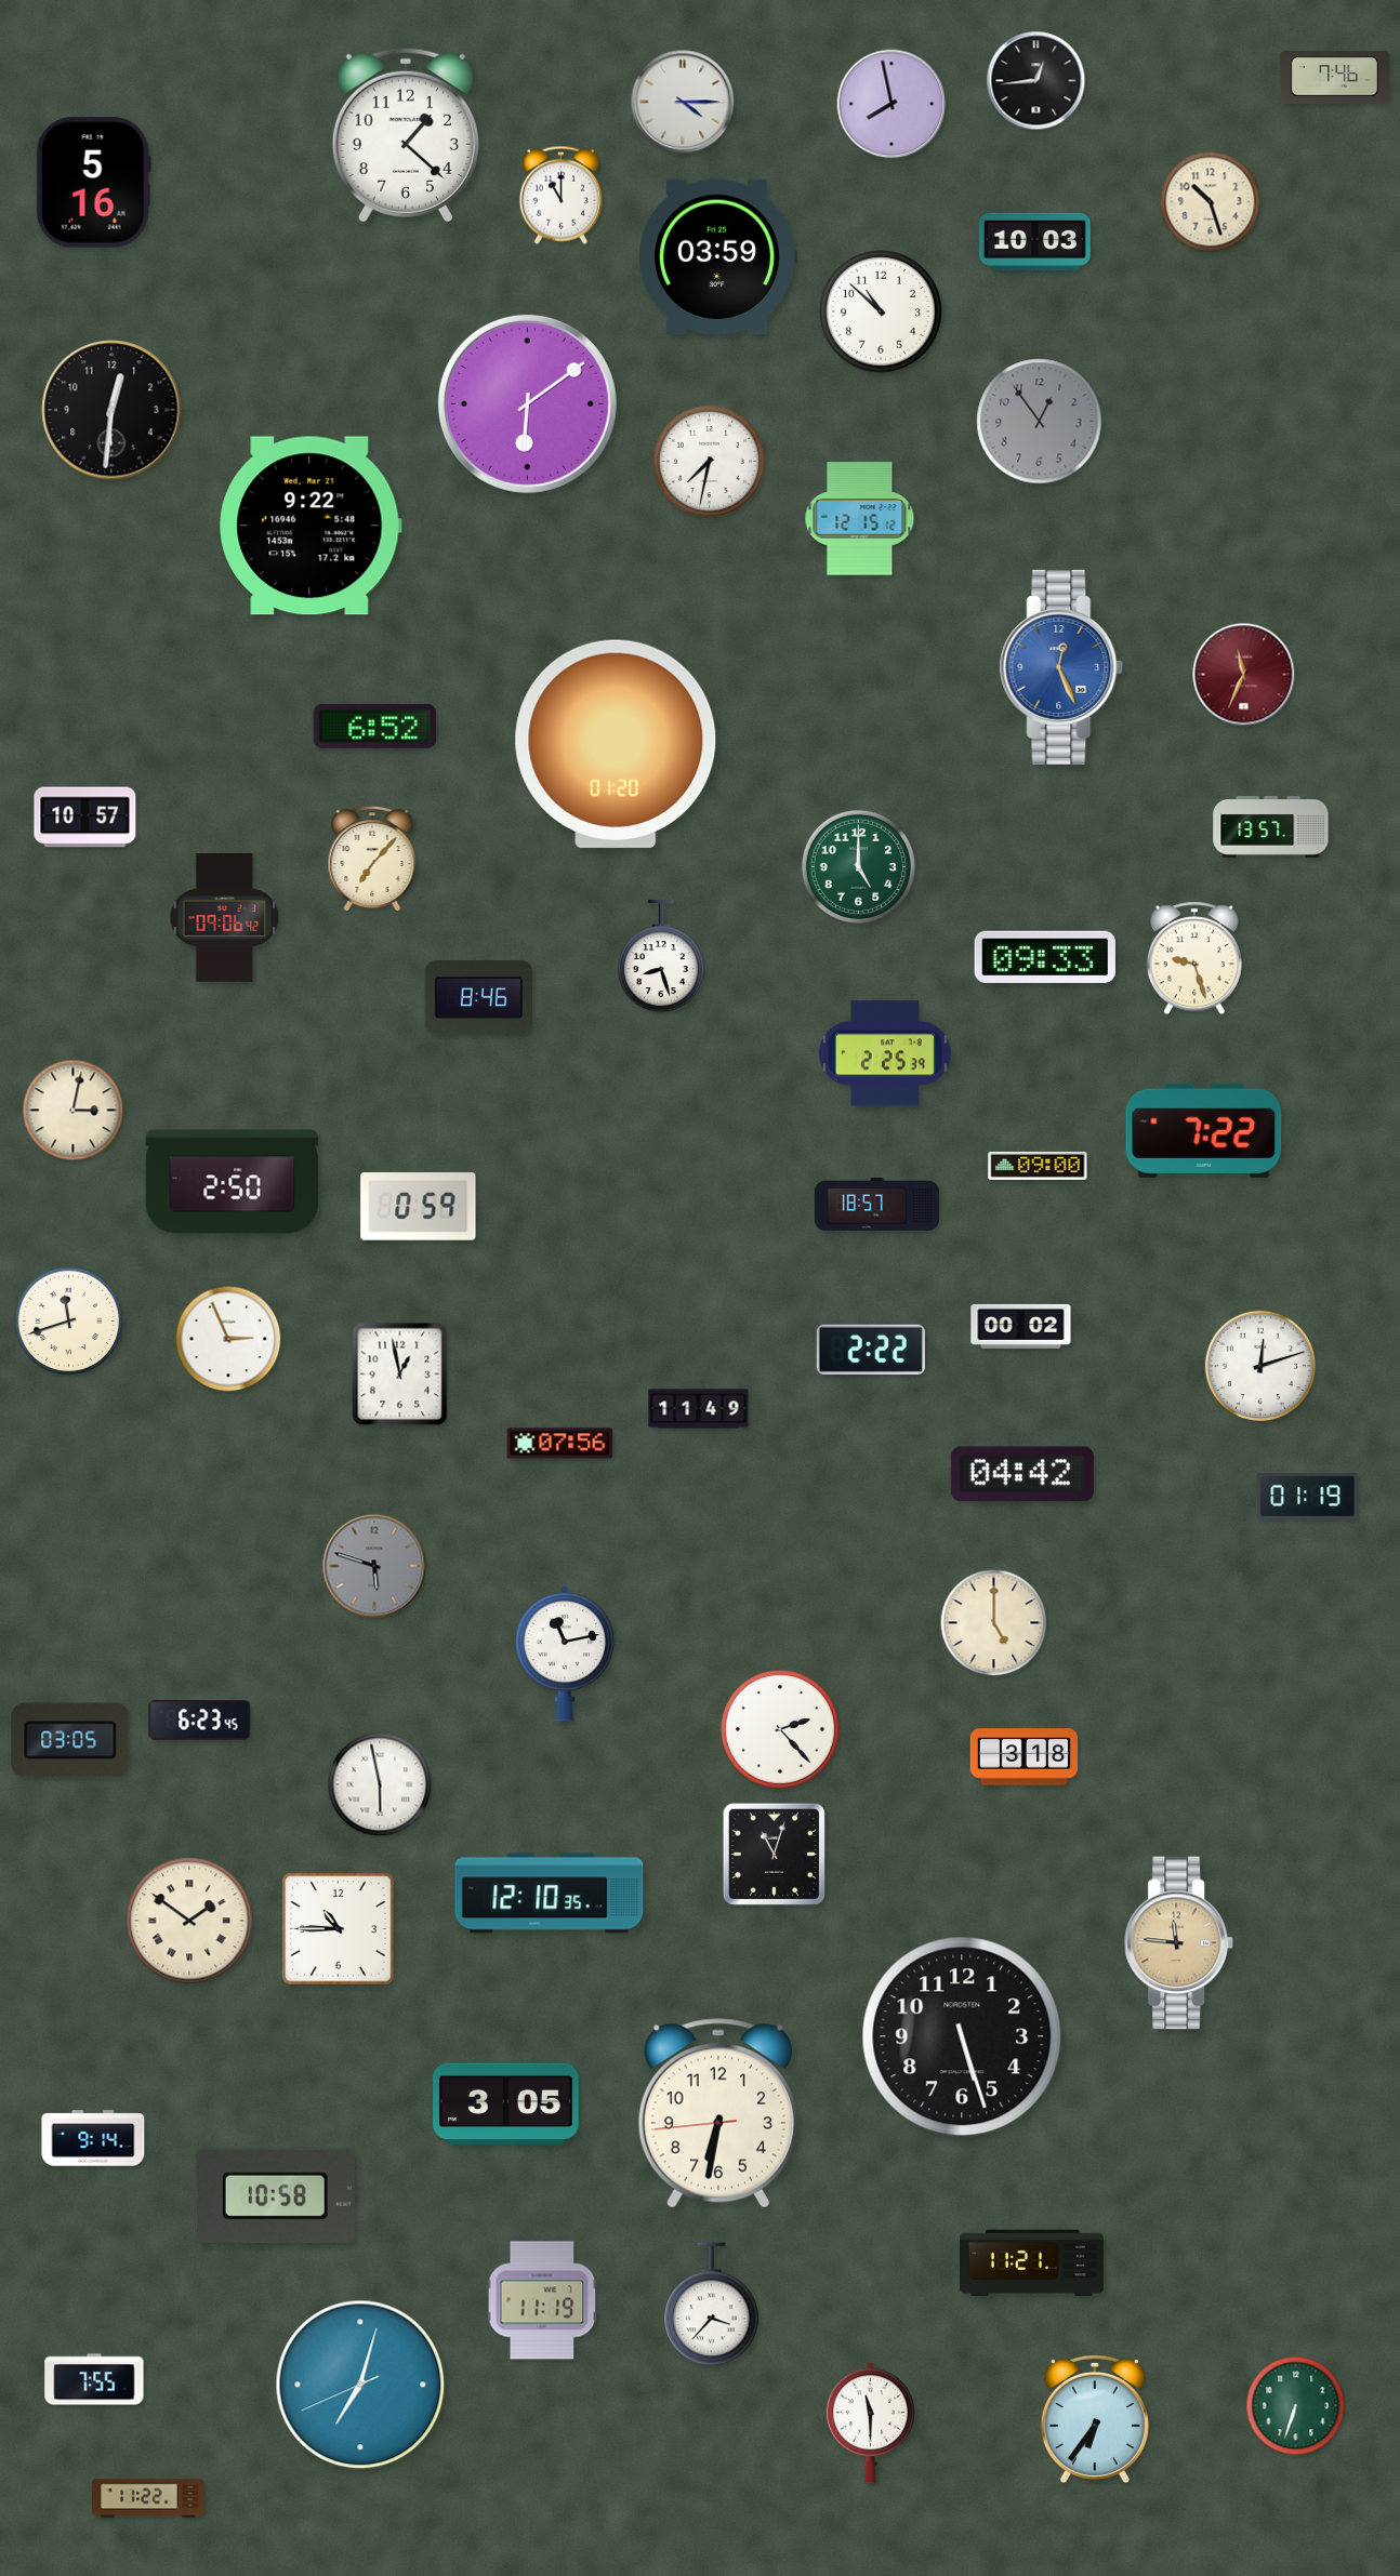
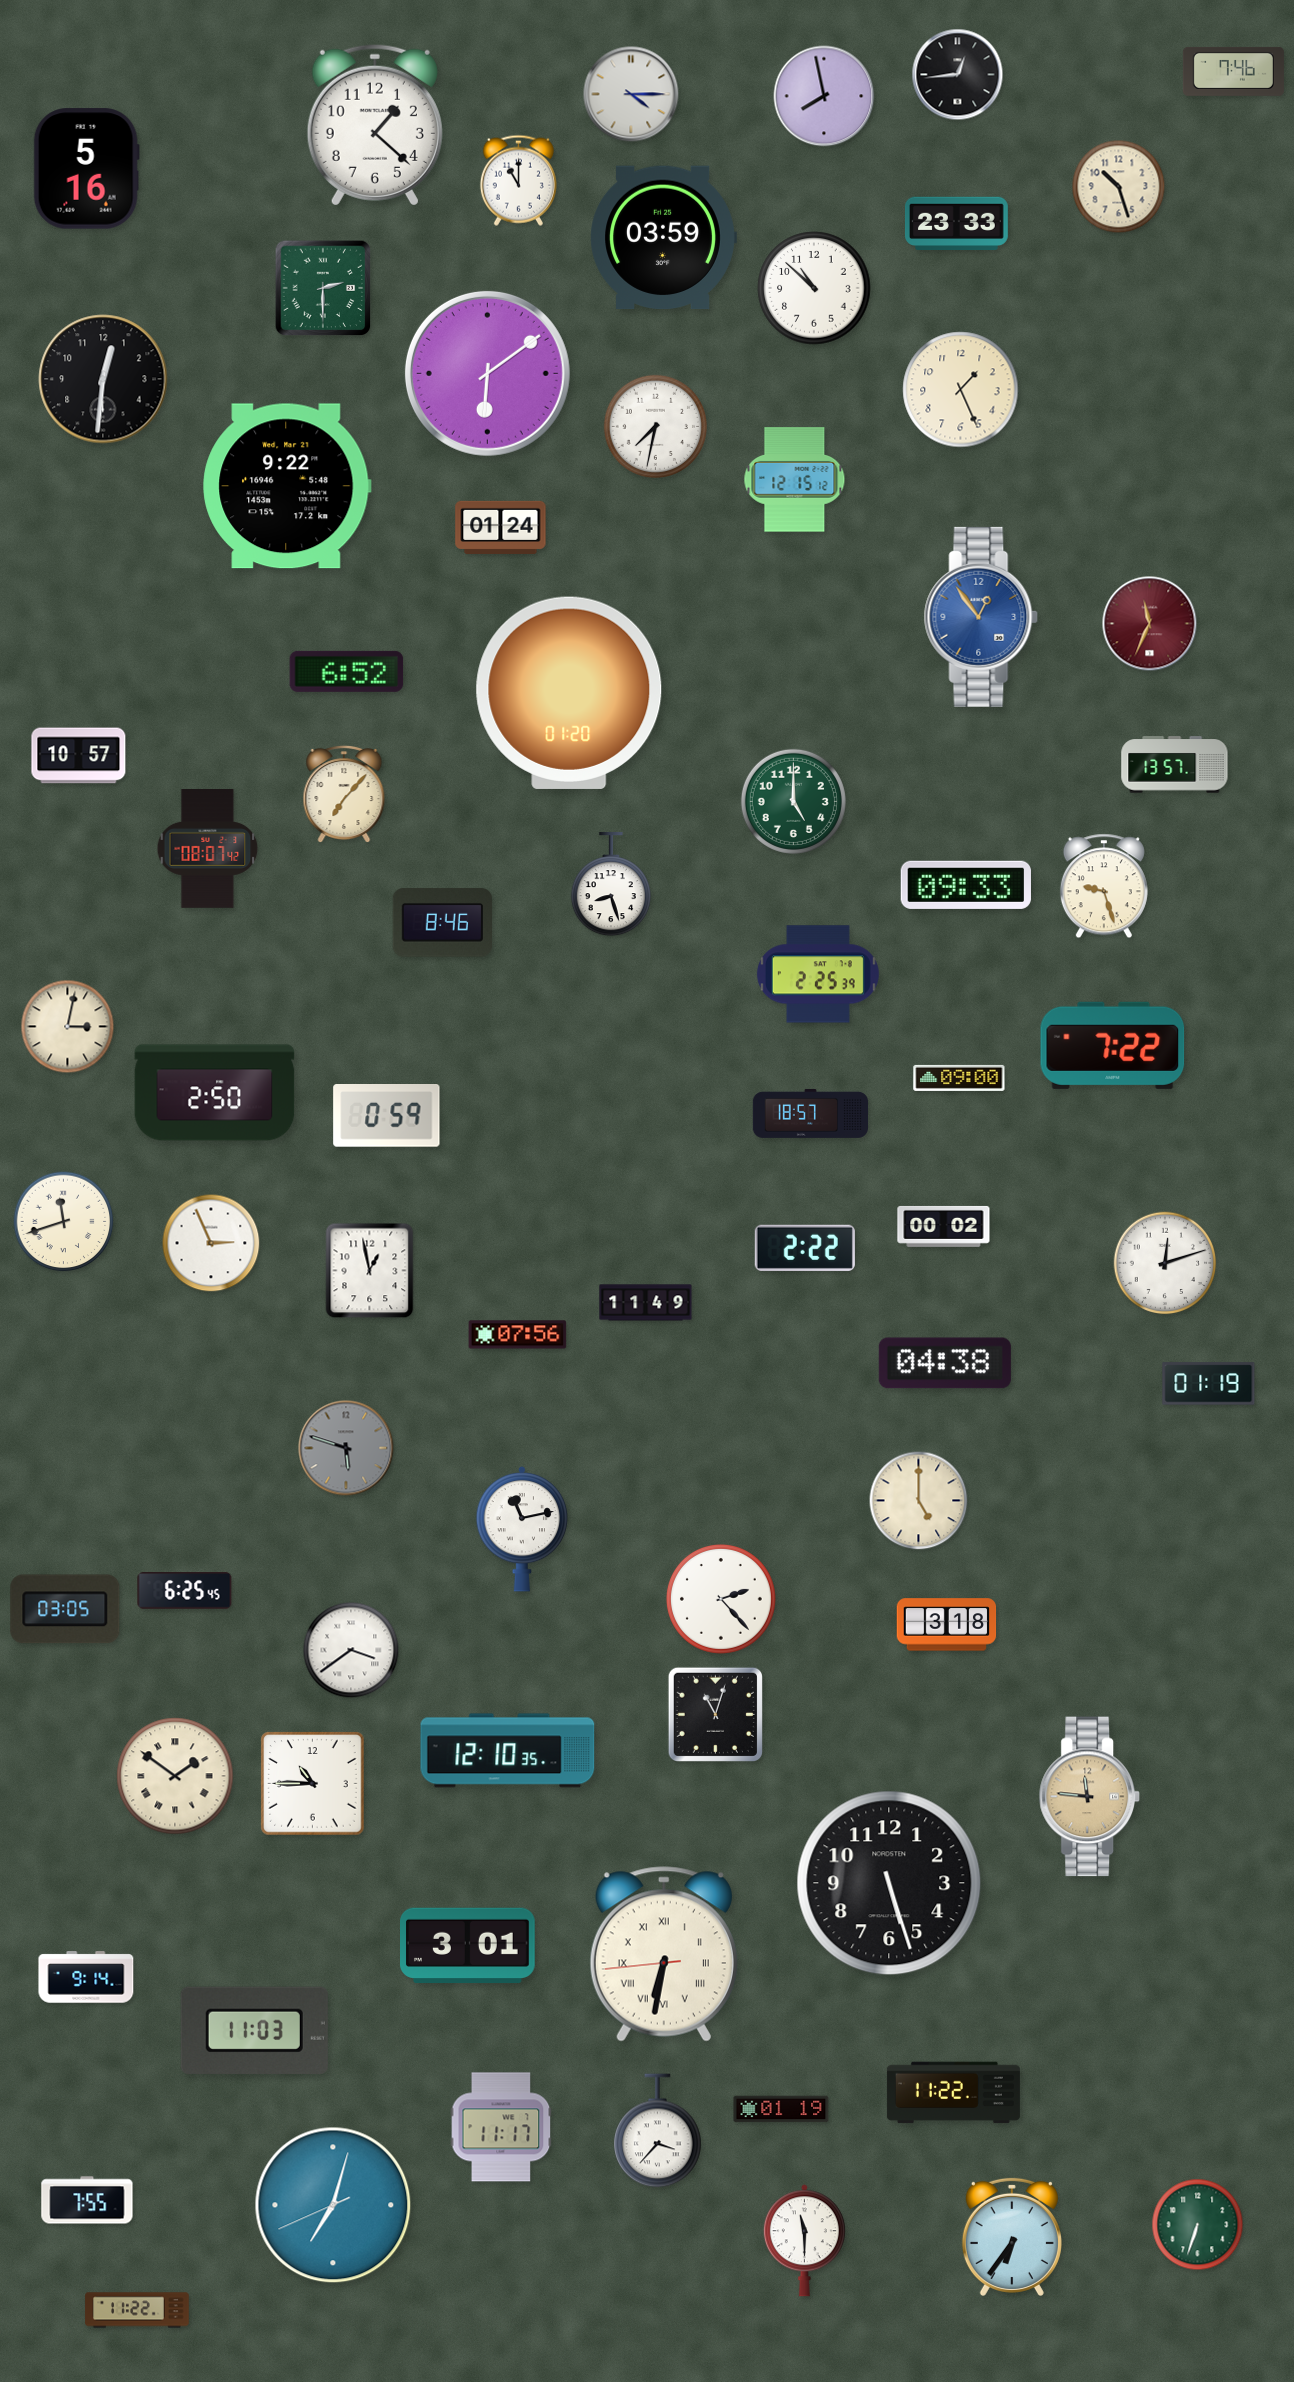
clock at (1034, 242): 10:03 -> 23:33
clock at (323, 288): none -> 2:30
clock at (1040, 422): 12:54 -> 1:26
clock at (1040, 422) dial: grey -> cream
clock at (501, 527): none -> 01:24
clock at (1061, 667): 12:26 -> 12:54
clock at (616, 744) position: (616, 744) -> (569, 693)
clock at (225, 918): 09:06 -> 08:07
clock at (228, 1339) position: (228, 1339) -> (211, 1243)
clock at (1022, 1474): 04:42 -> 04:38
clock at (200, 1721): 6:23 -> 6:25
clock at (380, 1784): 5:58 -> 3:39
clock at (506, 2104): 3:05 -> 3:01
clock at (718, 2113) numerals: Arabic -> Roman
clock at (275, 2195): 10:58 -> 11:03
clock at (1031, 2263): 11:21 -> 11:22
clock at (781, 2109): none -> 01:19
clock at (542, 2300): 11:19 -> 11:17
